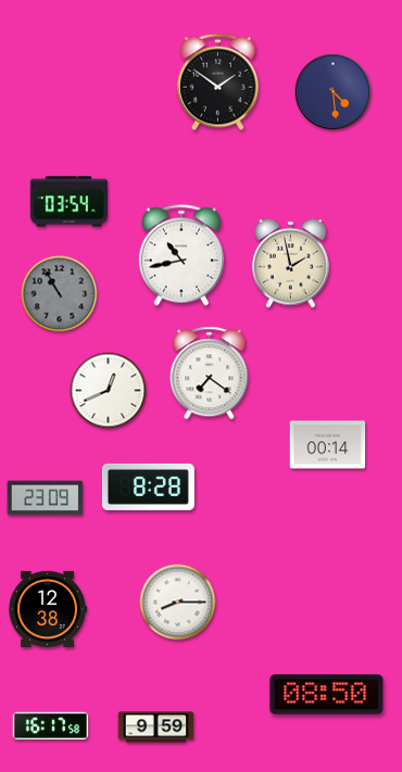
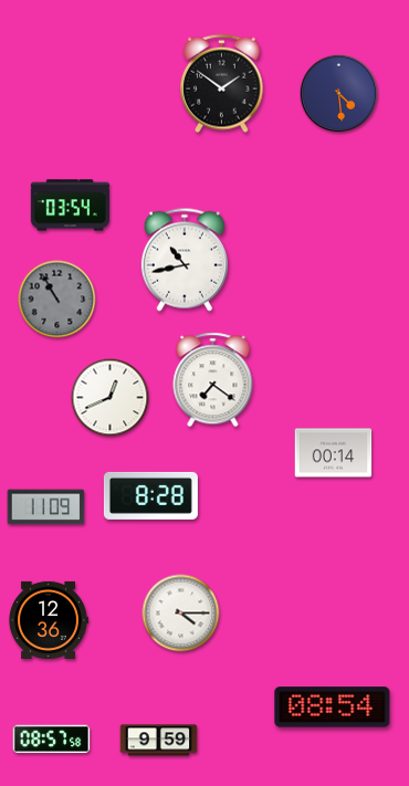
clock at (291, 263): 1:58 -> none
clock at (60, 294) position: (60, 294) -> (57, 300)
clock at (46, 498): 23:09 -> 11:09
clock at (178, 603): 8:15 -> 4:15
clock at (48, 609): 12:38 -> 12:36
clock at (327, 695): 08:50 -> 08:54
clock at (51, 726): 16:17 -> 08:57
